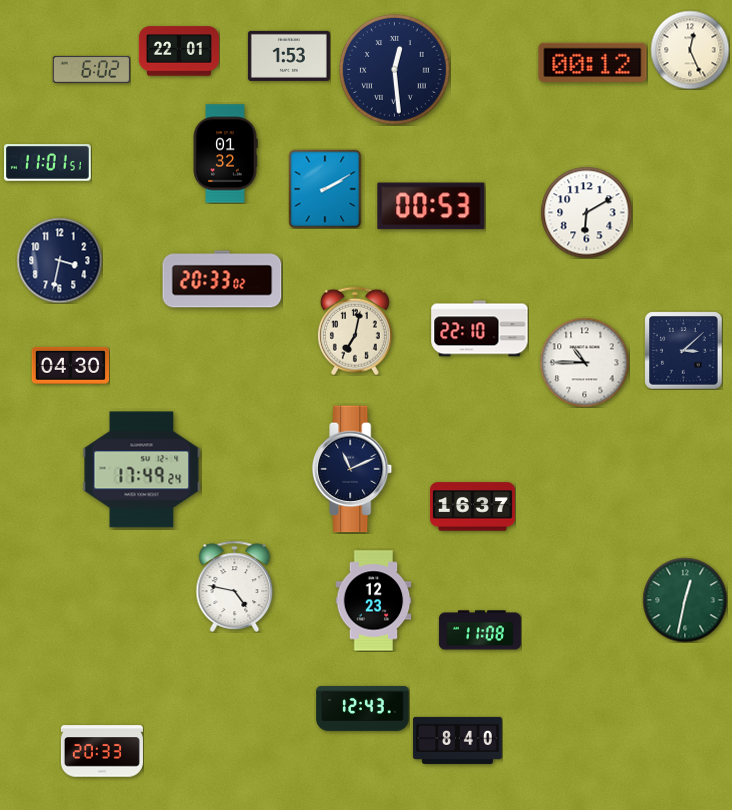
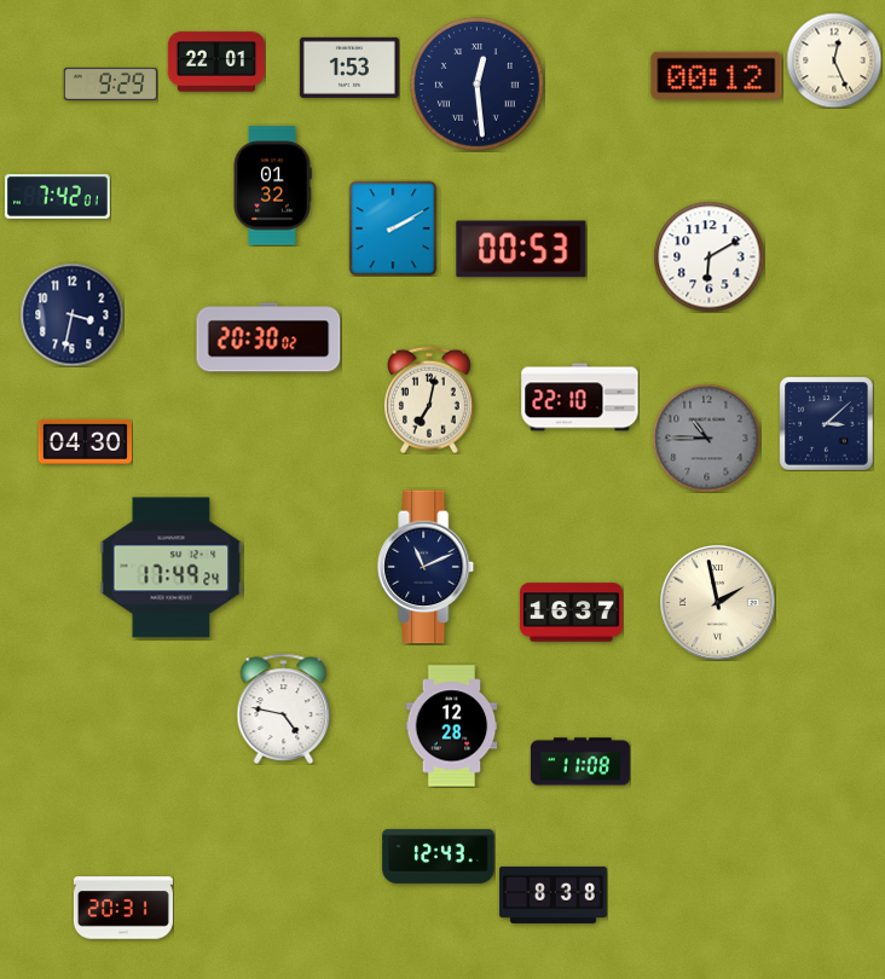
clock at (91, 69): 6:02 -> 9:29
clock at (48, 163): 11:01 -> 7:42
clock at (222, 279): 20:33 -> 20:30
clock at (584, 362) dial: white -> grey
clock at (718, 603): none -> 1:58
clock at (685, 600): 12:32 -> none
clock at (374, 601): 12:23 -> 12:28
clock at (458, 740): 8:40 -> 8:38
clock at (102, 751): 20:33 -> 20:31
